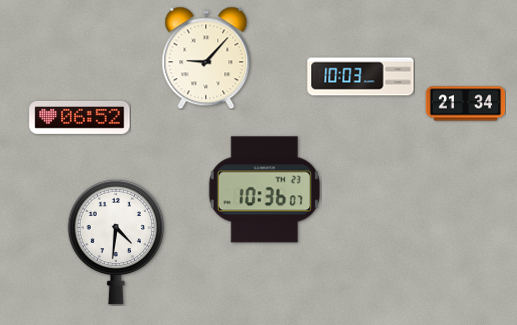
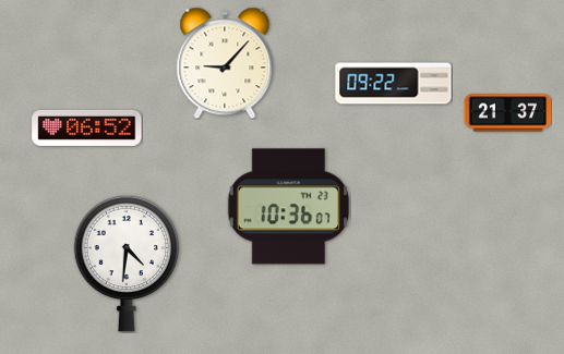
clock at (361, 77): 10:03 -> 09:22
clock at (465, 104): 21:34 -> 21:37
